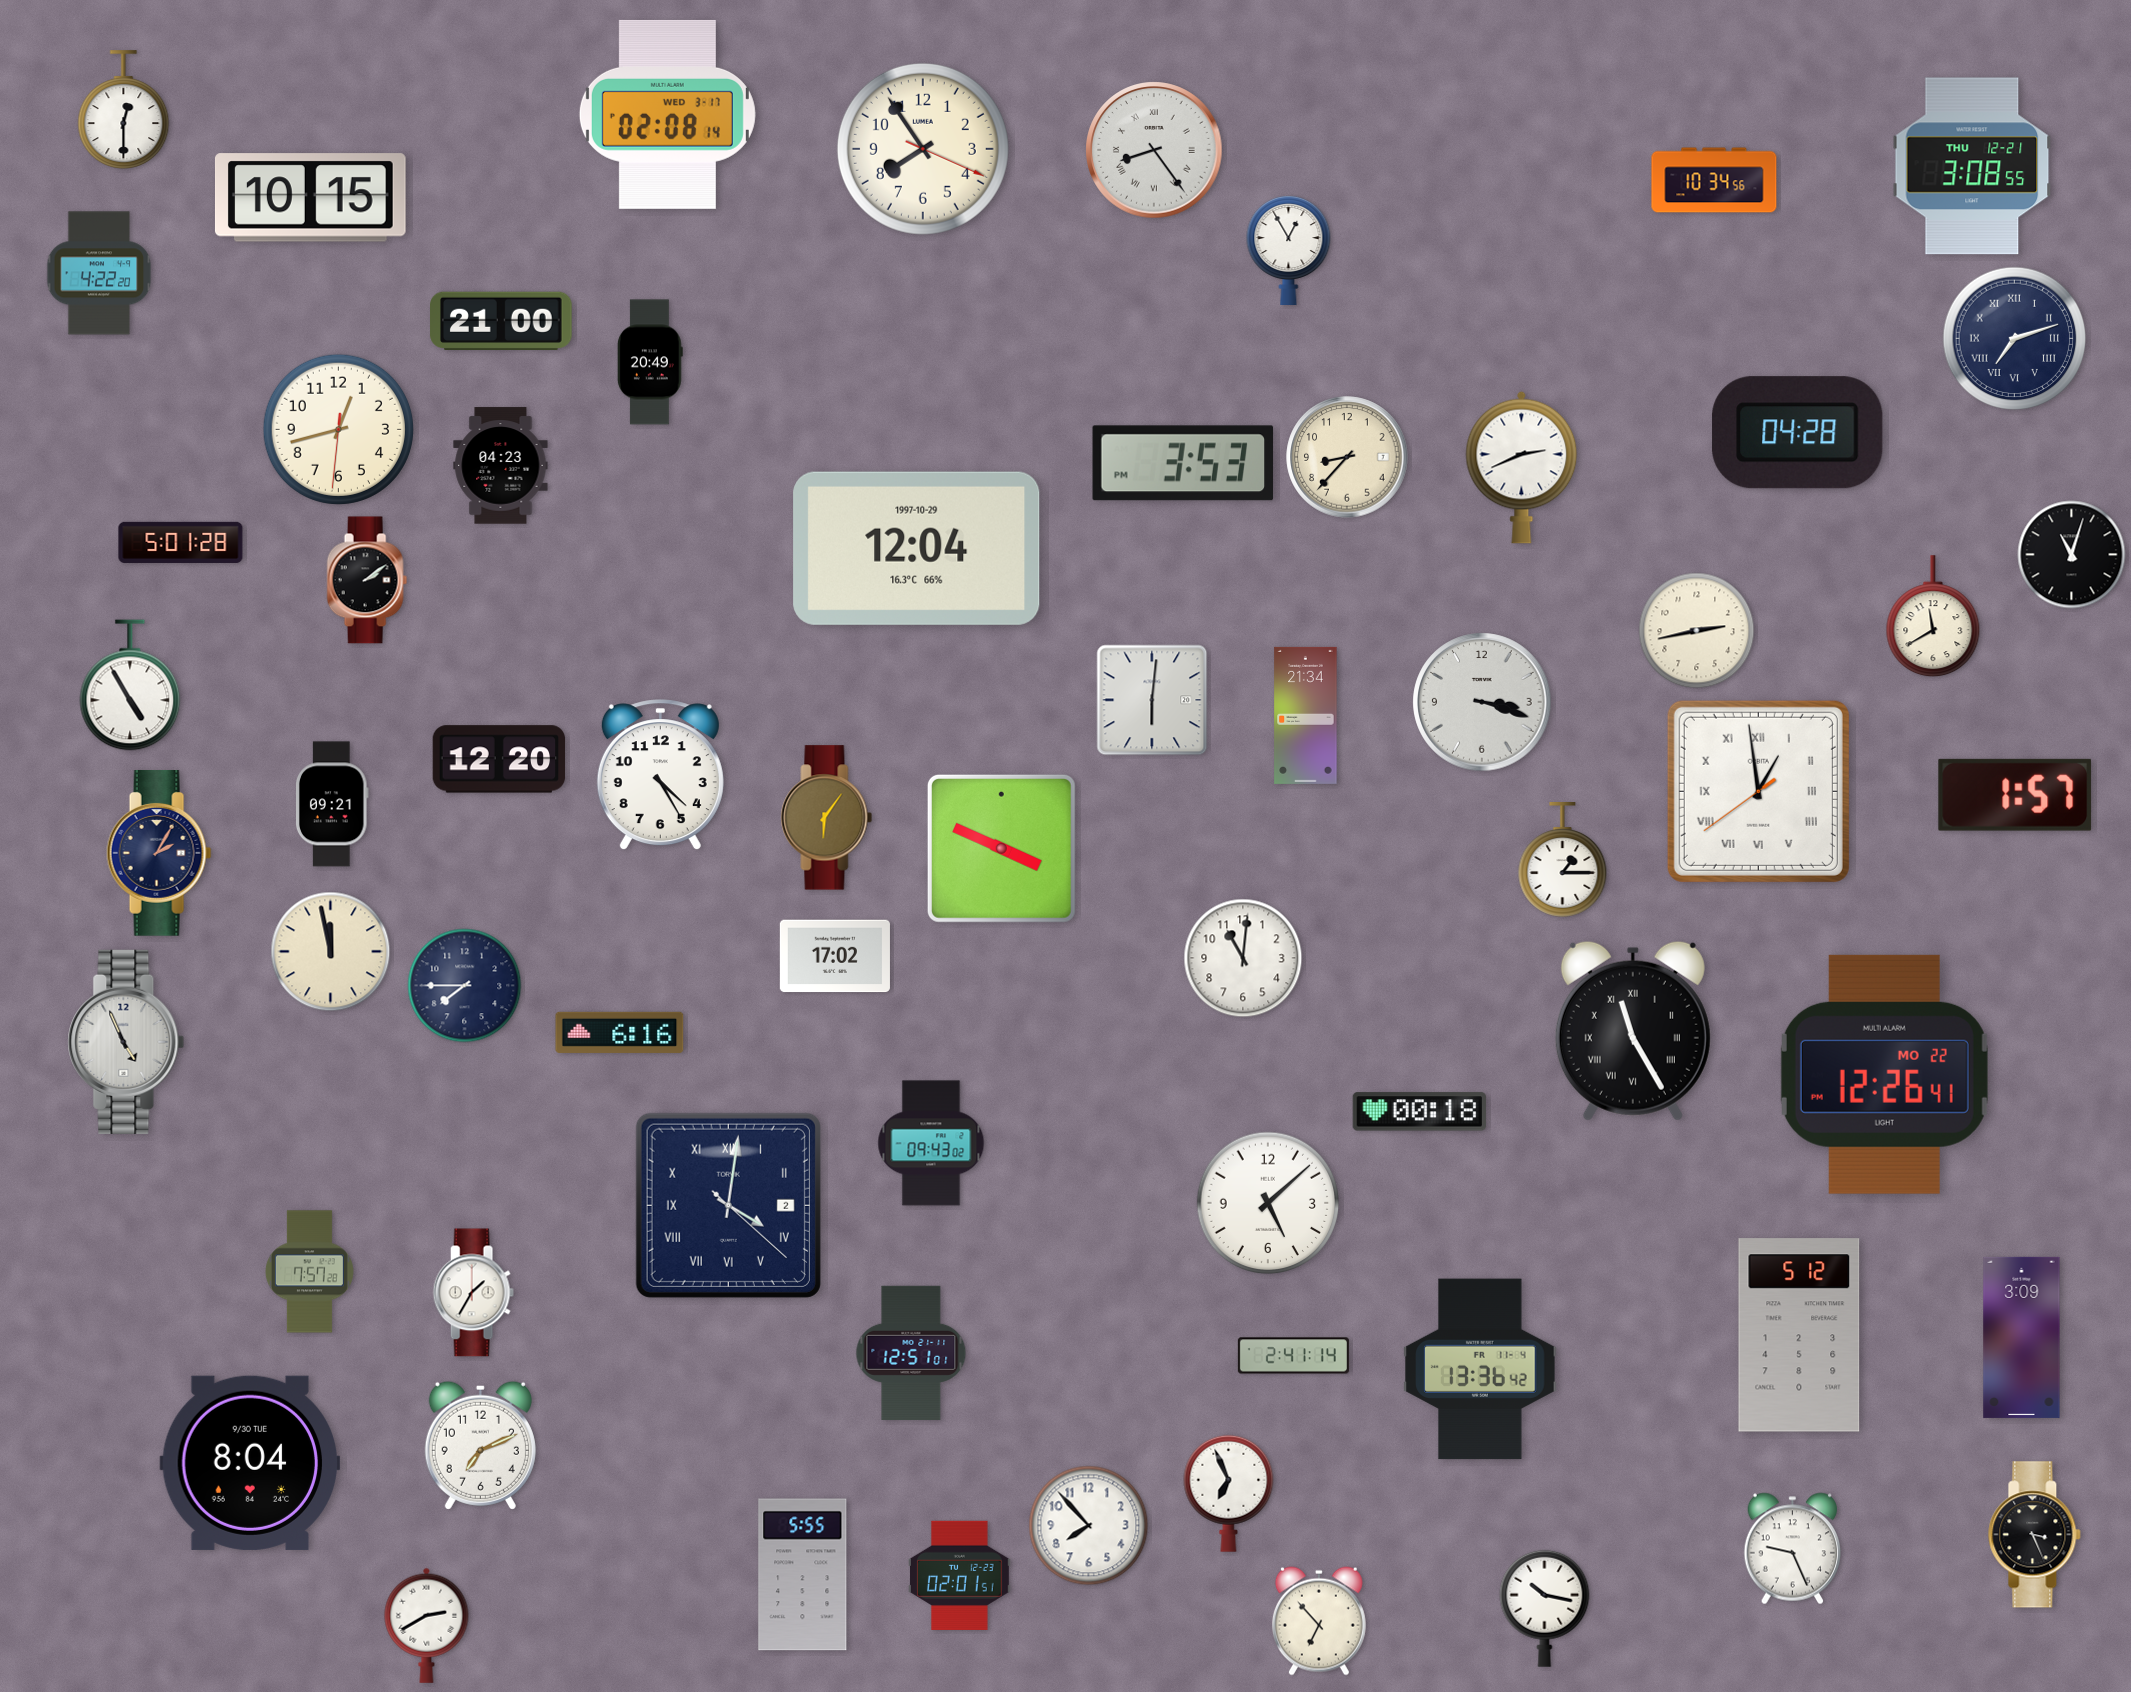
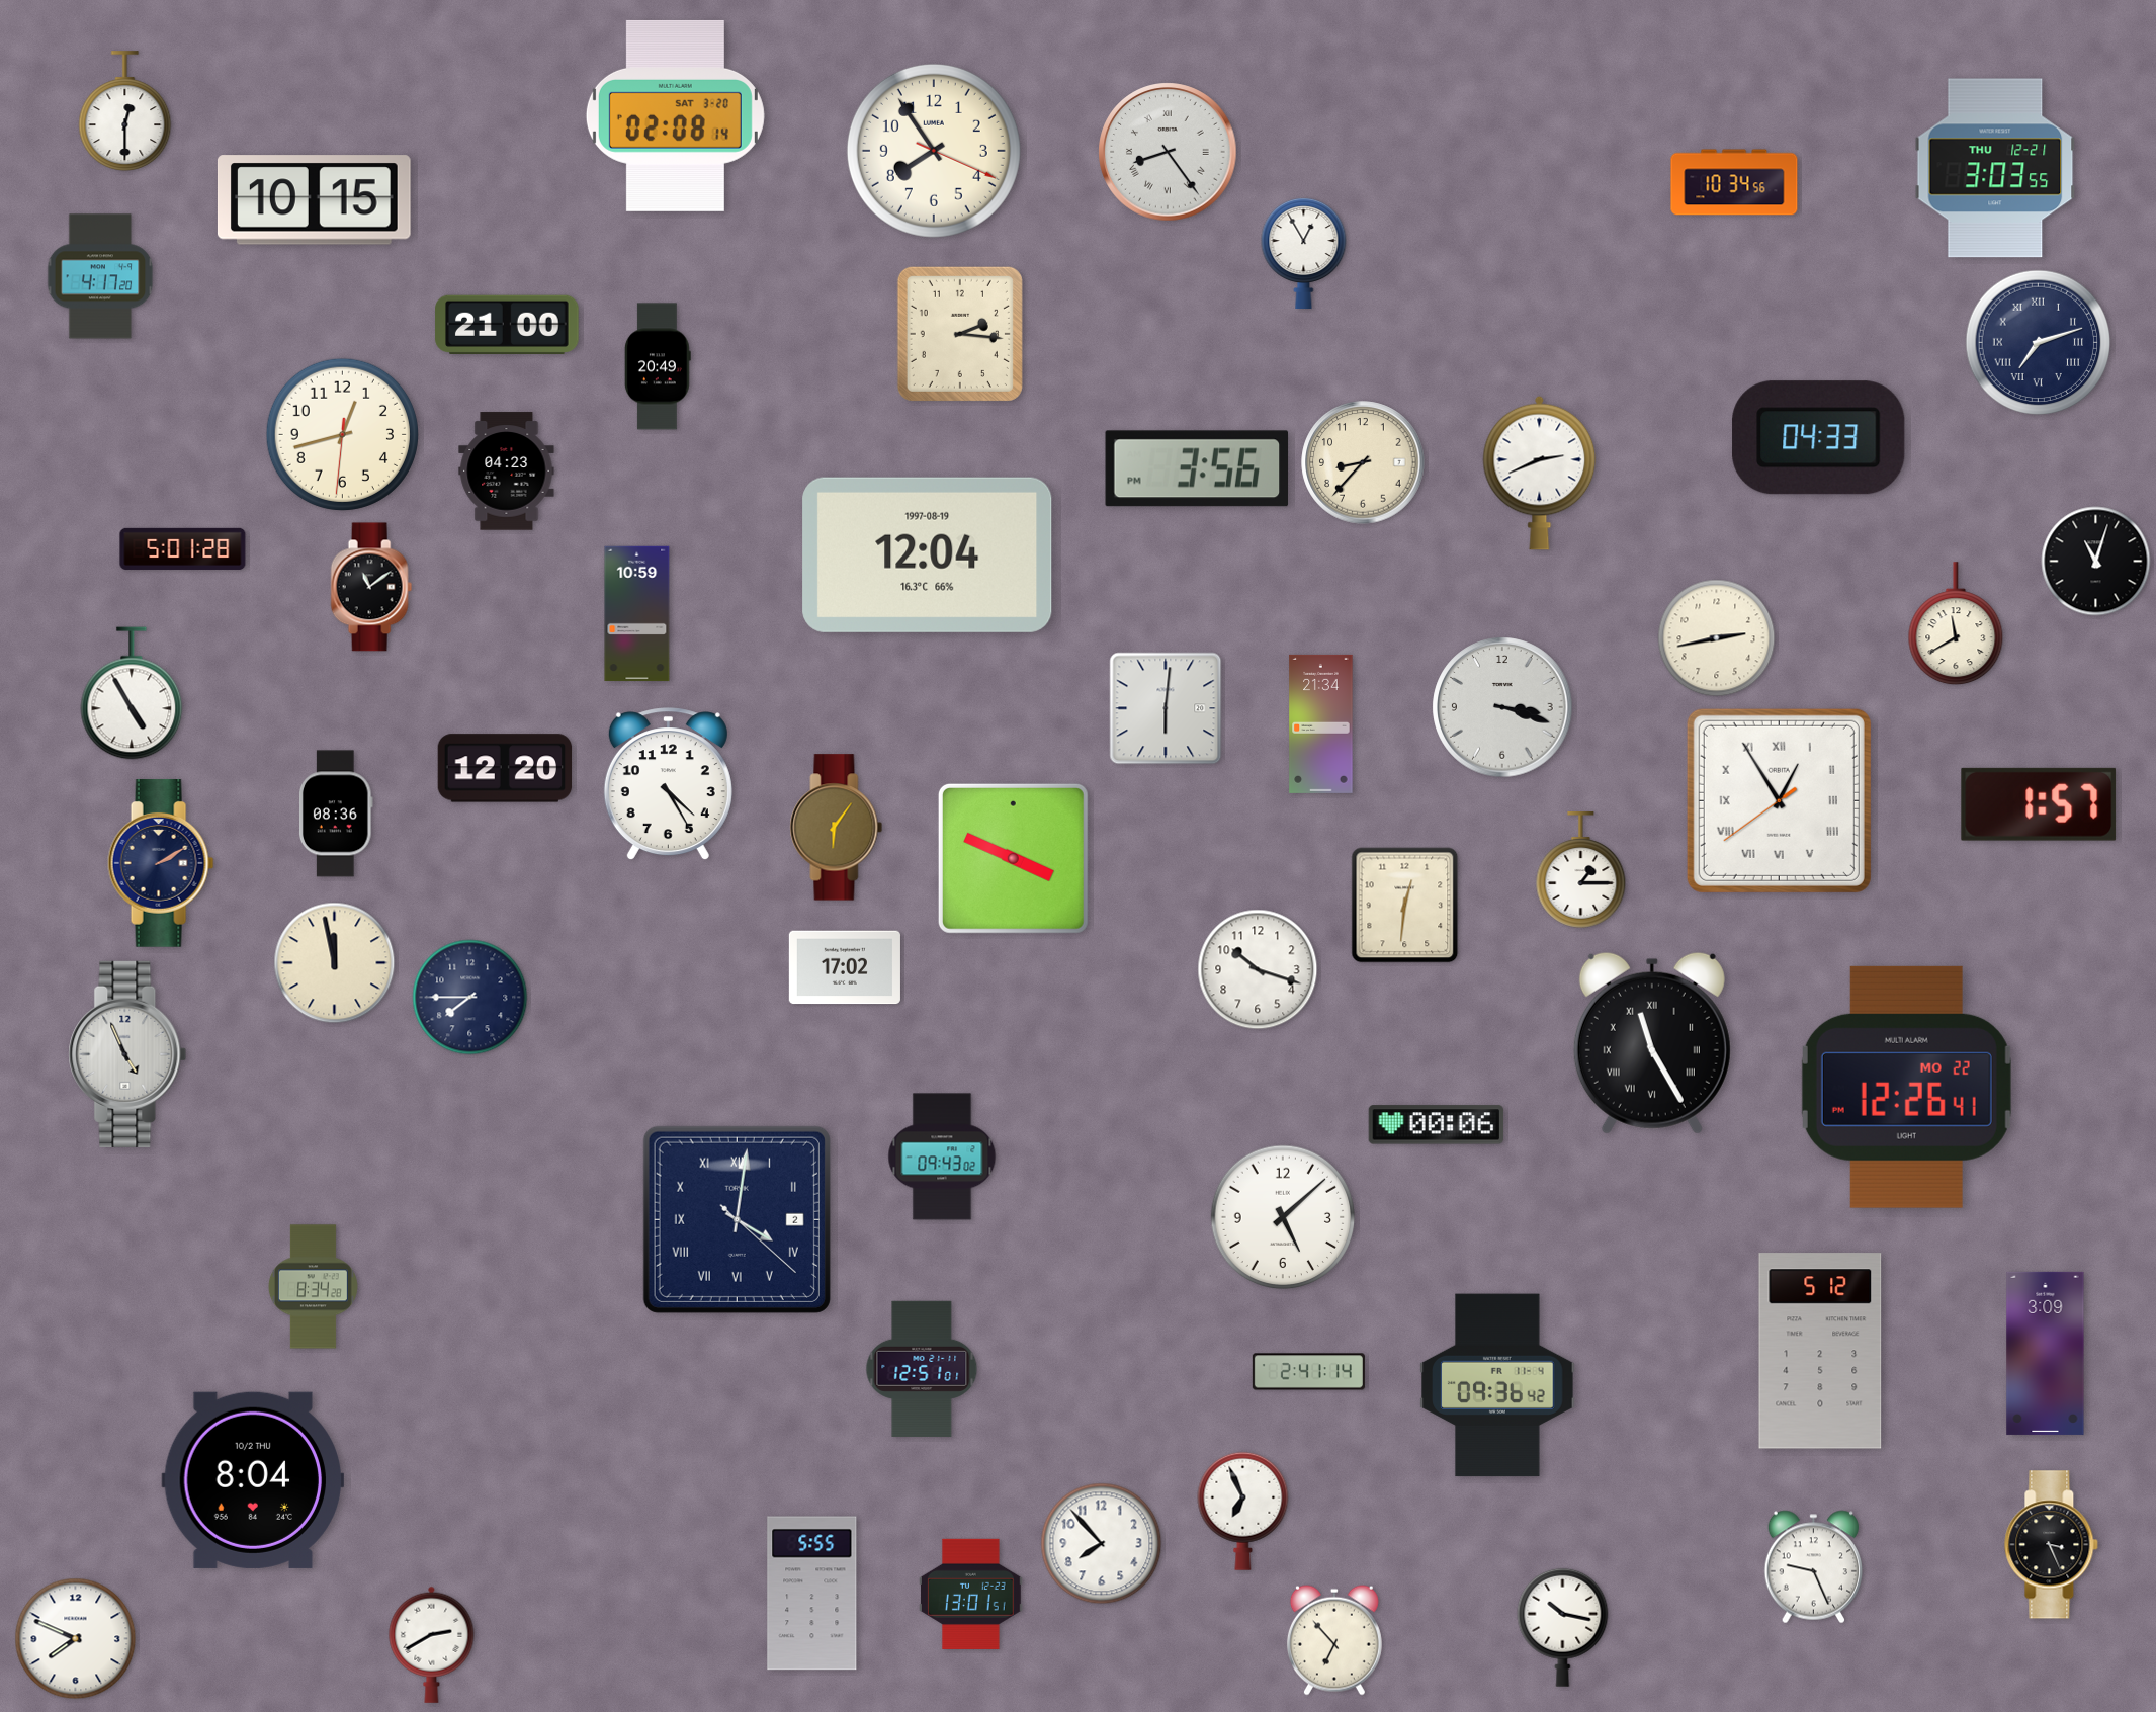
clock at (667, 114) date: WED 3-17 -> SAT 3-20
clock at (1972, 166): 3:08 -> 3:03
clock at (99, 273): 4:22 -> 4:17
clock at (960, 334): none -> 2:16
clock at (1798, 433): 04:28 -> 04:33
clock at (1183, 463): 3:53 -> 3:56
clock at (917, 548) date: 1997-10-29 -> 1997-08-19
clock at (367, 580): 2:09 -> 11:09
clock at (637, 614): none -> 10:59
clock at (1482, 702) position: (1482, 702) -> (1502, 707)
clock at (1758, 791): 12:58 -> 12:54
clock at (333, 804): 09:21 -> 08:36
clock at (159, 854): 2:05 -> 2:10
clock at (1405, 906): none -> 12:31
clock at (1243, 958): 11:01 -> 10:18
clock at (620, 1032): 6:16 -> none
clock at (1419, 1112): 00:18 -> 00:06
clock at (309, 1272): 7:57 -> 8:34
clock at (473, 1293): 1:35 -> none
clock at (1480, 1369): 13:36 -> 09:36
clock at (480, 1445): 7:11 -> none
clock at (250, 1463) date: 9/30 TUE -> 10/2 THU
clock at (2035, 1535) position: (2035, 1535) -> (2052, 1545)
clock at (960, 1575): 02:01 -> 13:01
clock at (76, 1639): none -> 7:49
